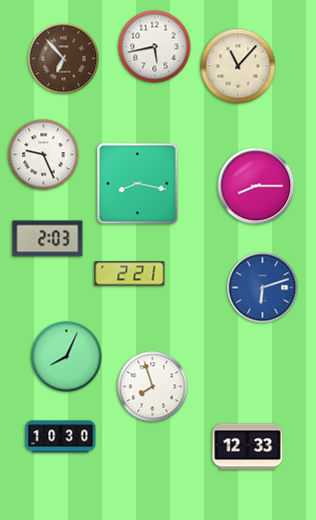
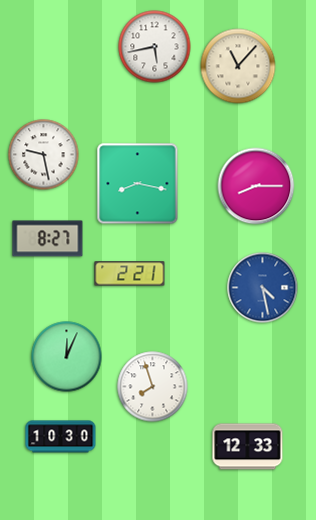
clock at (64, 59): 6:53 -> none
clock at (44, 155): 9:26 -> 9:28
clock at (48, 239): 2:03 -> 8:27
clock at (263, 288): 6:12 -> 4:28
clock at (67, 357): 8:04 -> 12:04
